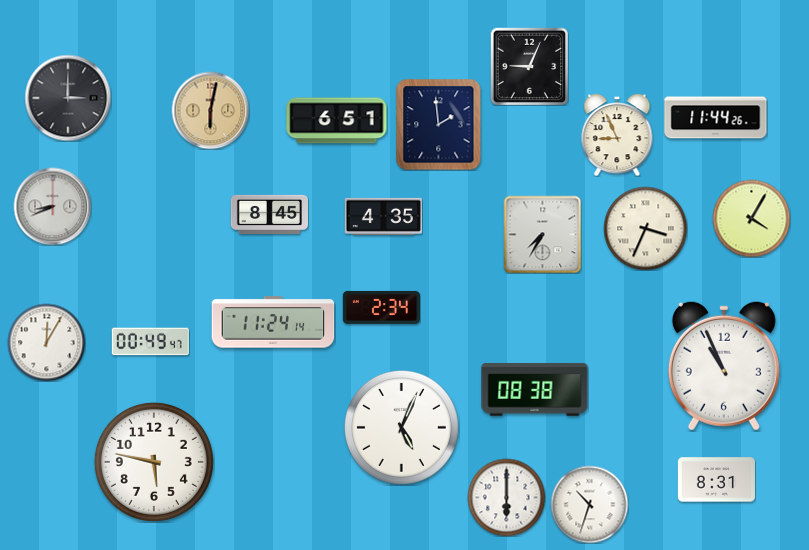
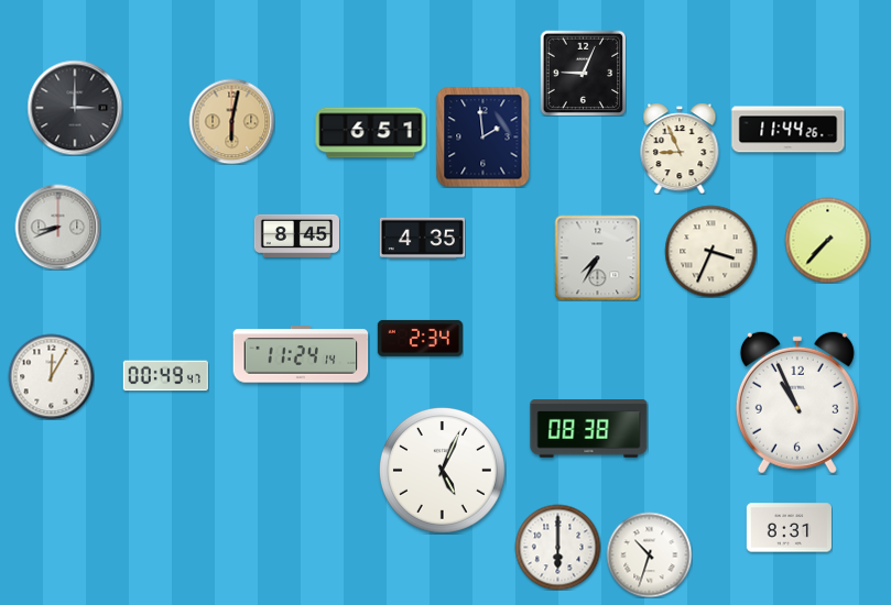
clock at (751, 218): 4:05 -> 7:37
clock at (154, 462): 5:47 -> none
